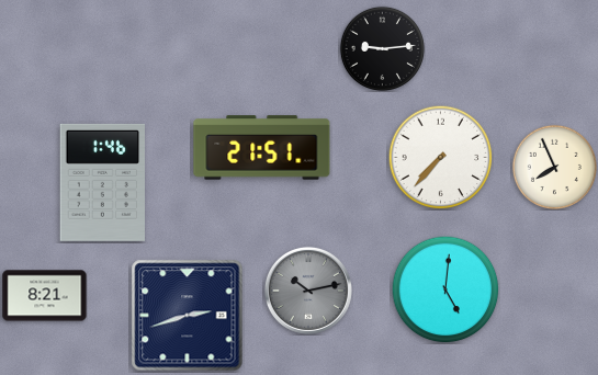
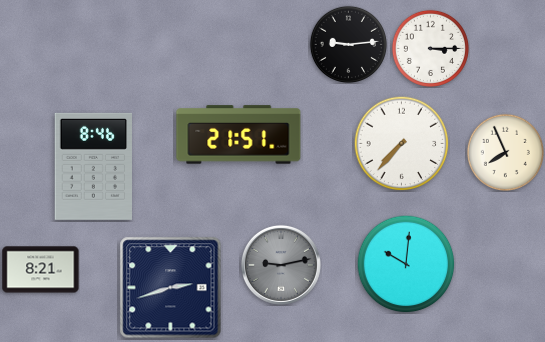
clock at (430, 48): none -> 3:15
clock at (103, 182): 1:46 -> 8:46
clock at (445, 289): 5:01 -> 10:01
clock at (308, 291): 10:13 -> 9:13
